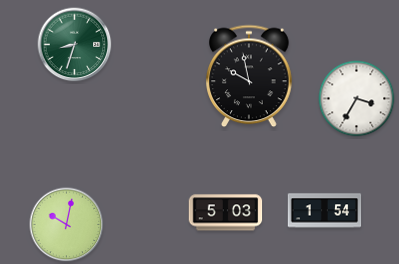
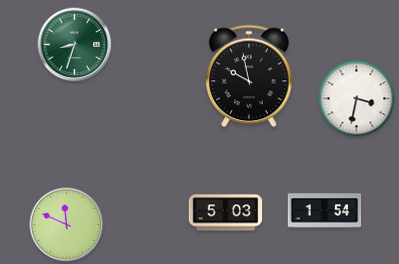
clock at (357, 99): 3:35 -> 3:32
clock at (67, 225): 10:02 -> 11:49
